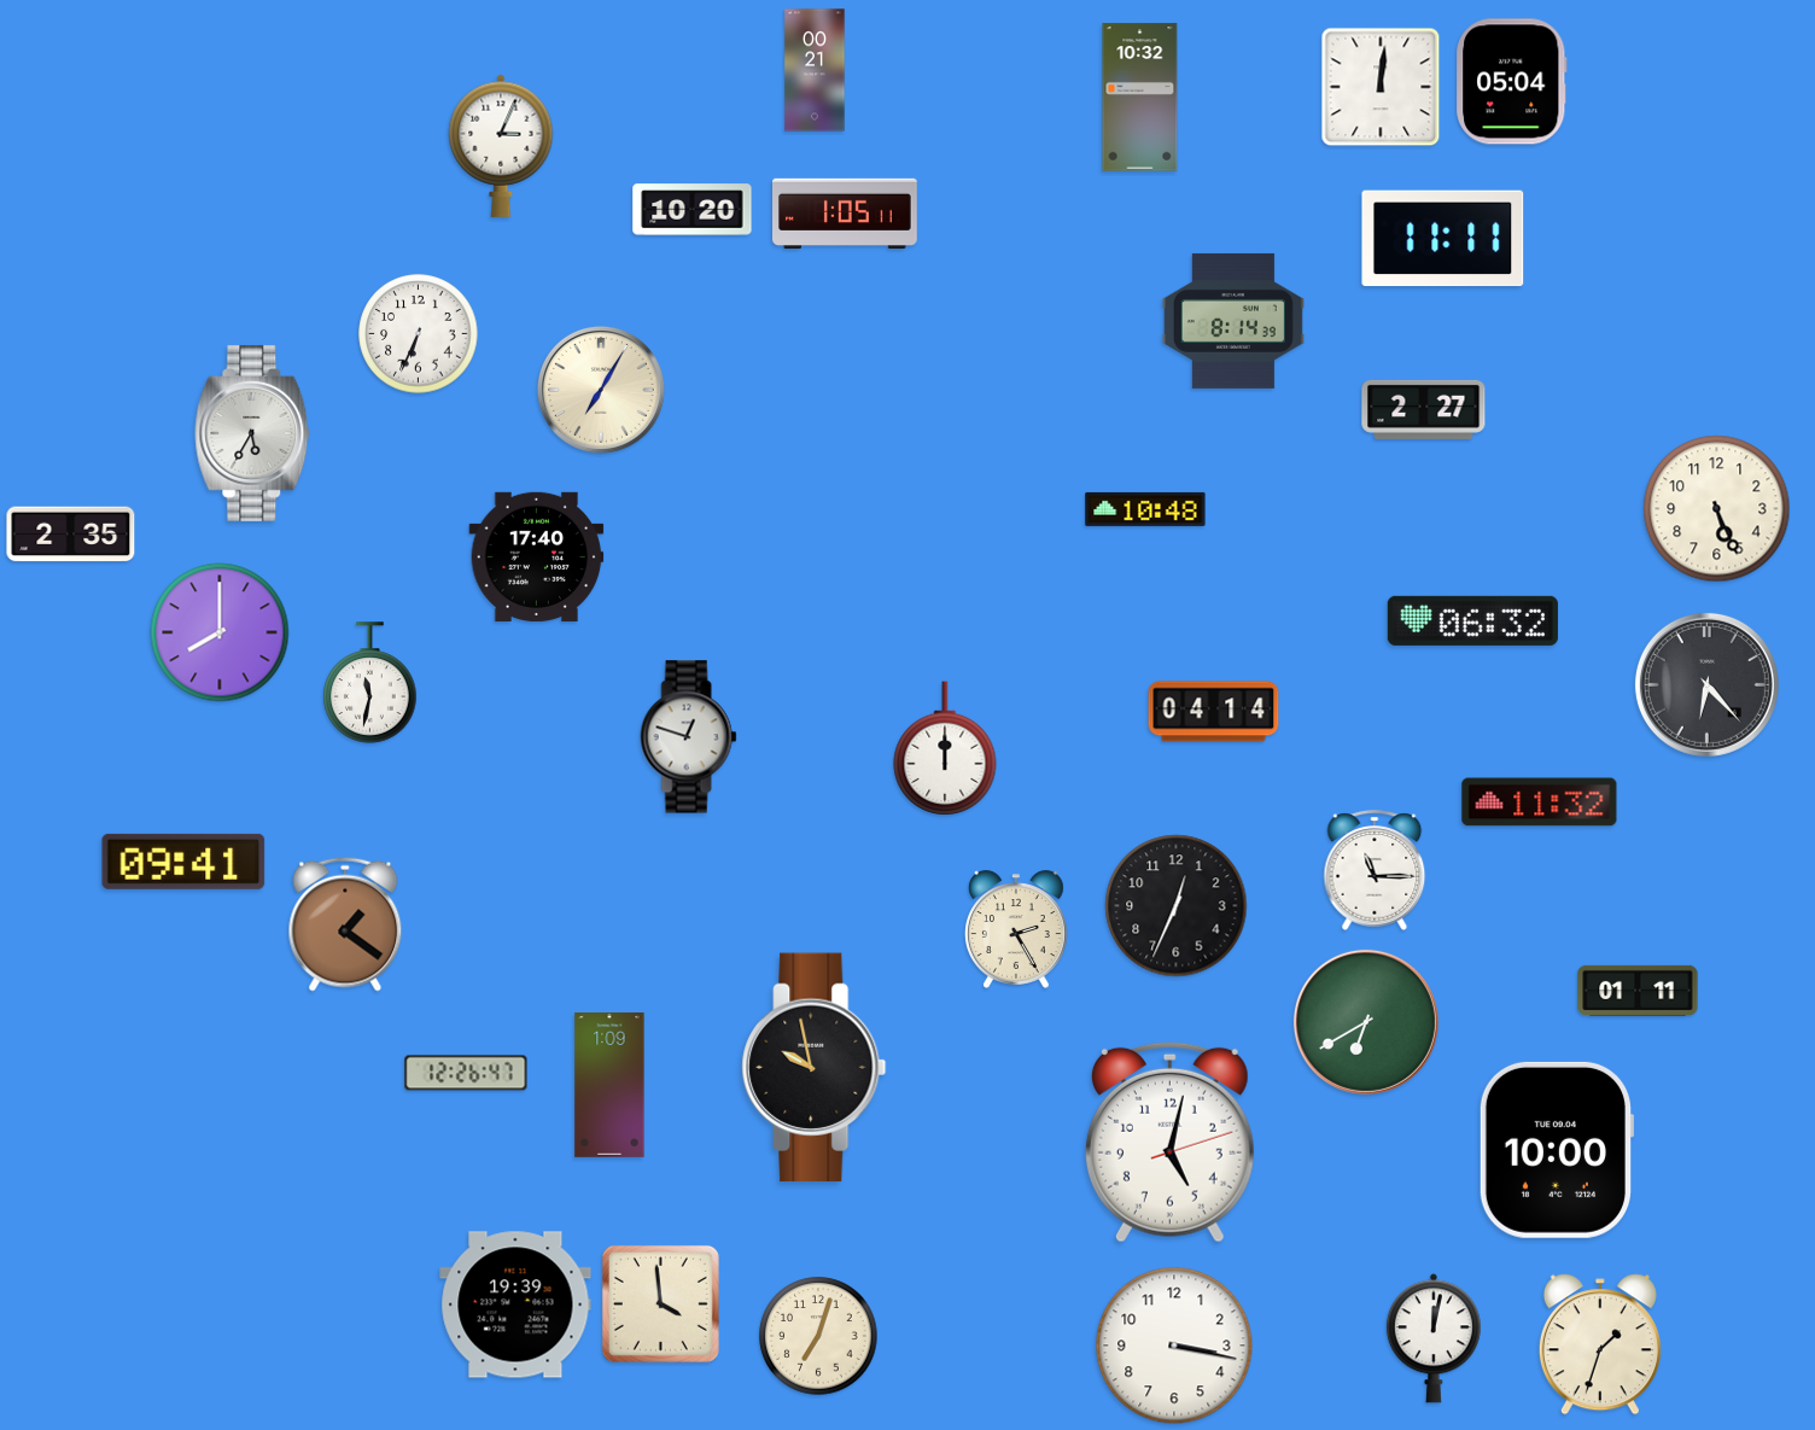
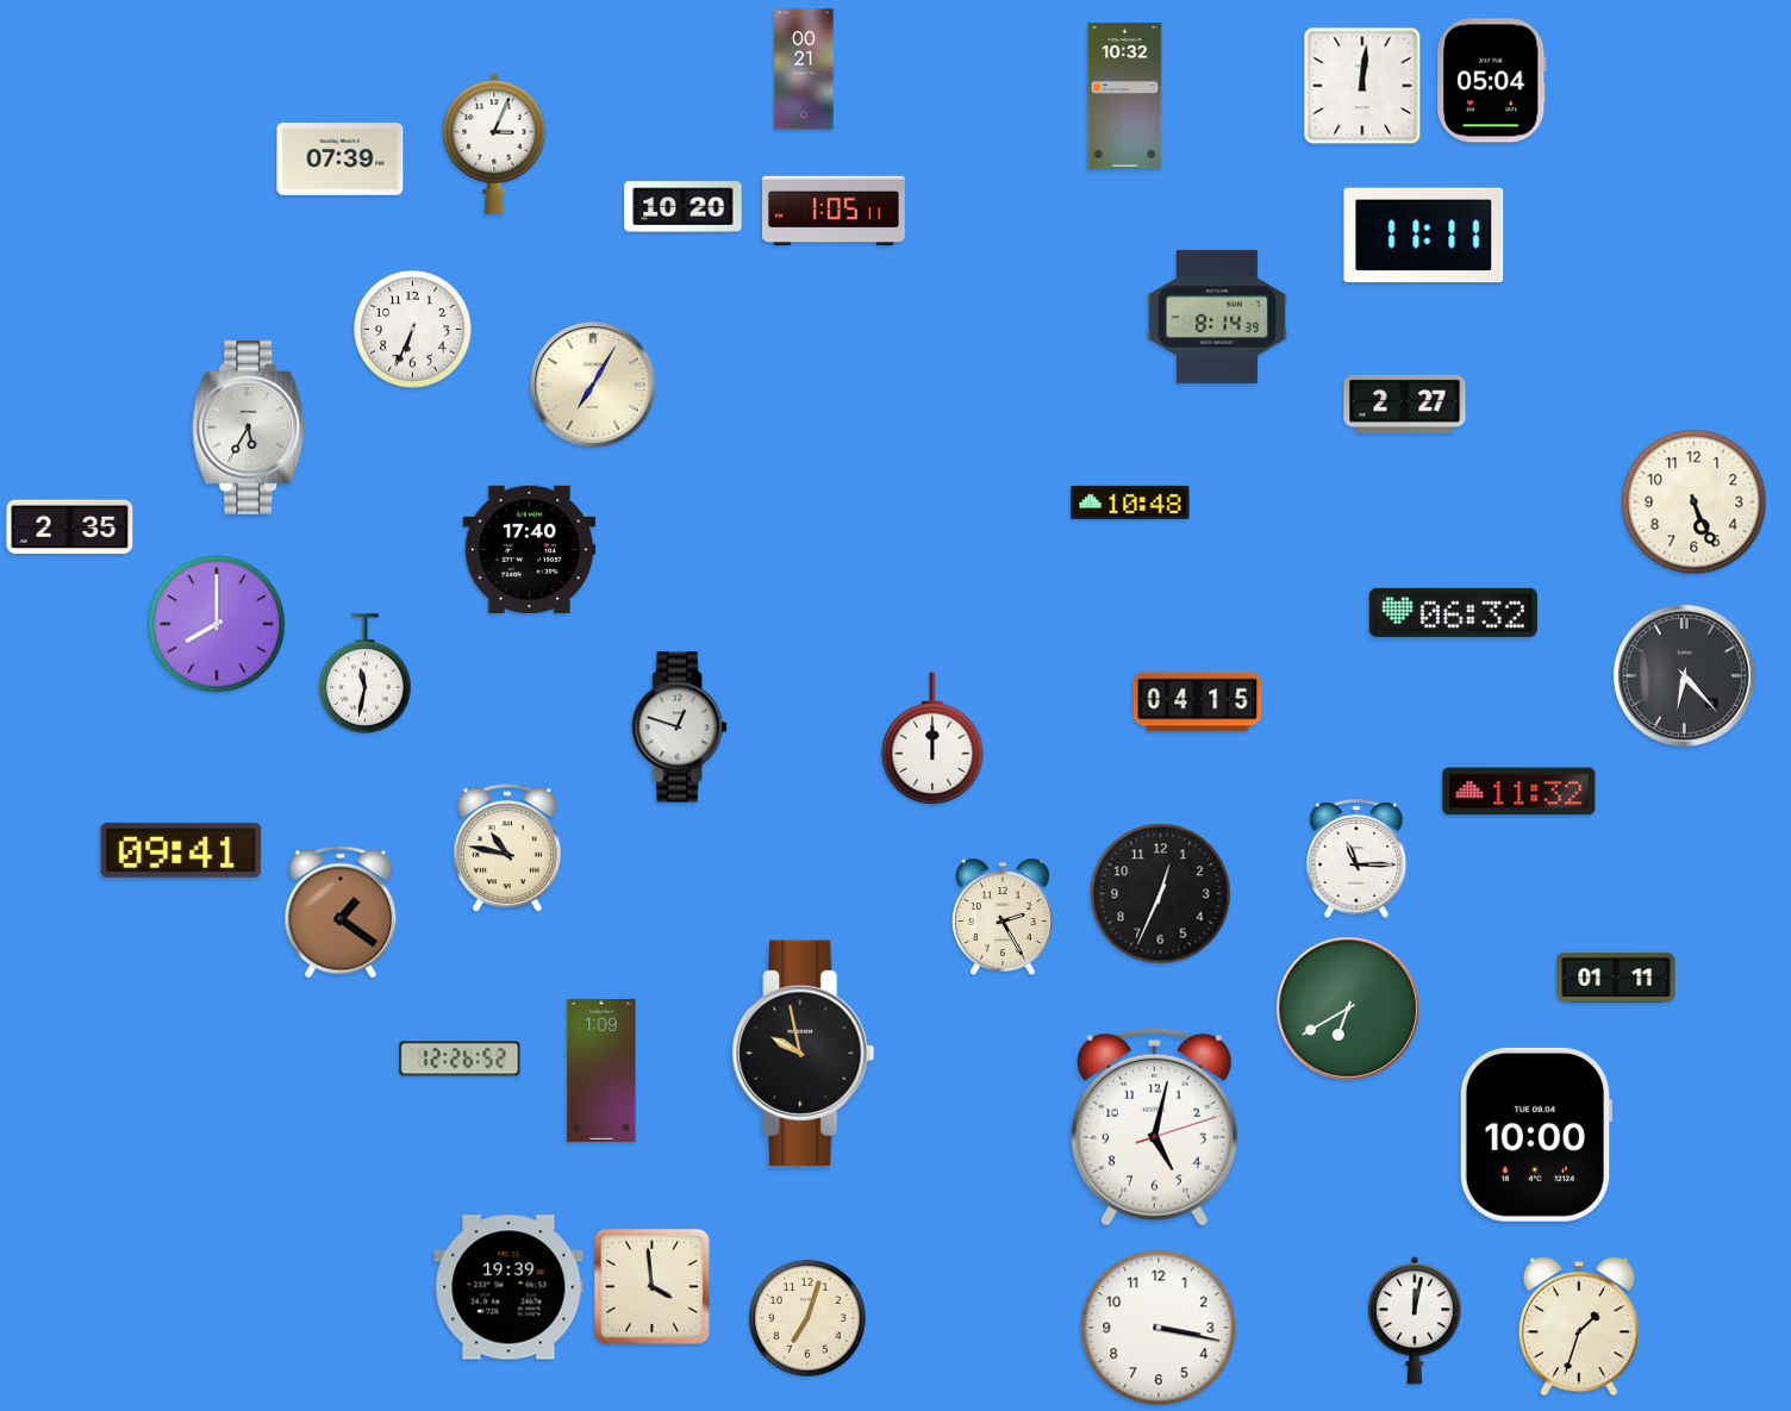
clock at (341, 160): none -> 07:39
clock at (1214, 712): 04:14 -> 04:15
clock at (507, 849): none -> 10:47
clock at (466, 1073): 12:26:47 -> 12:26:52
